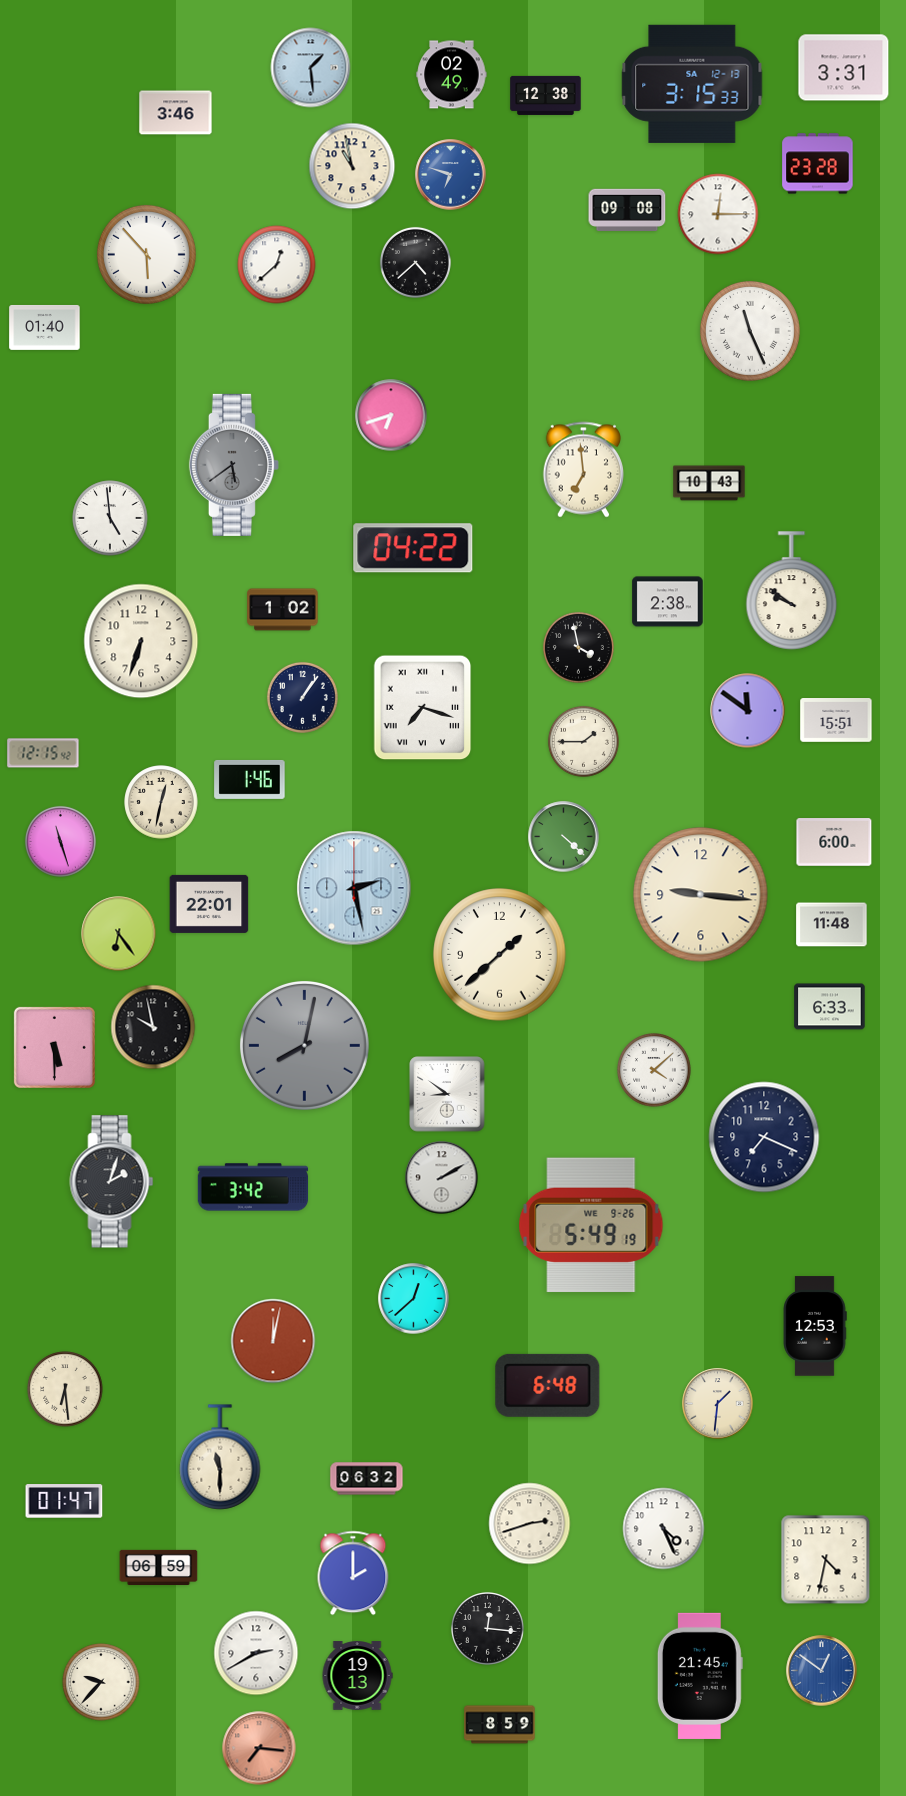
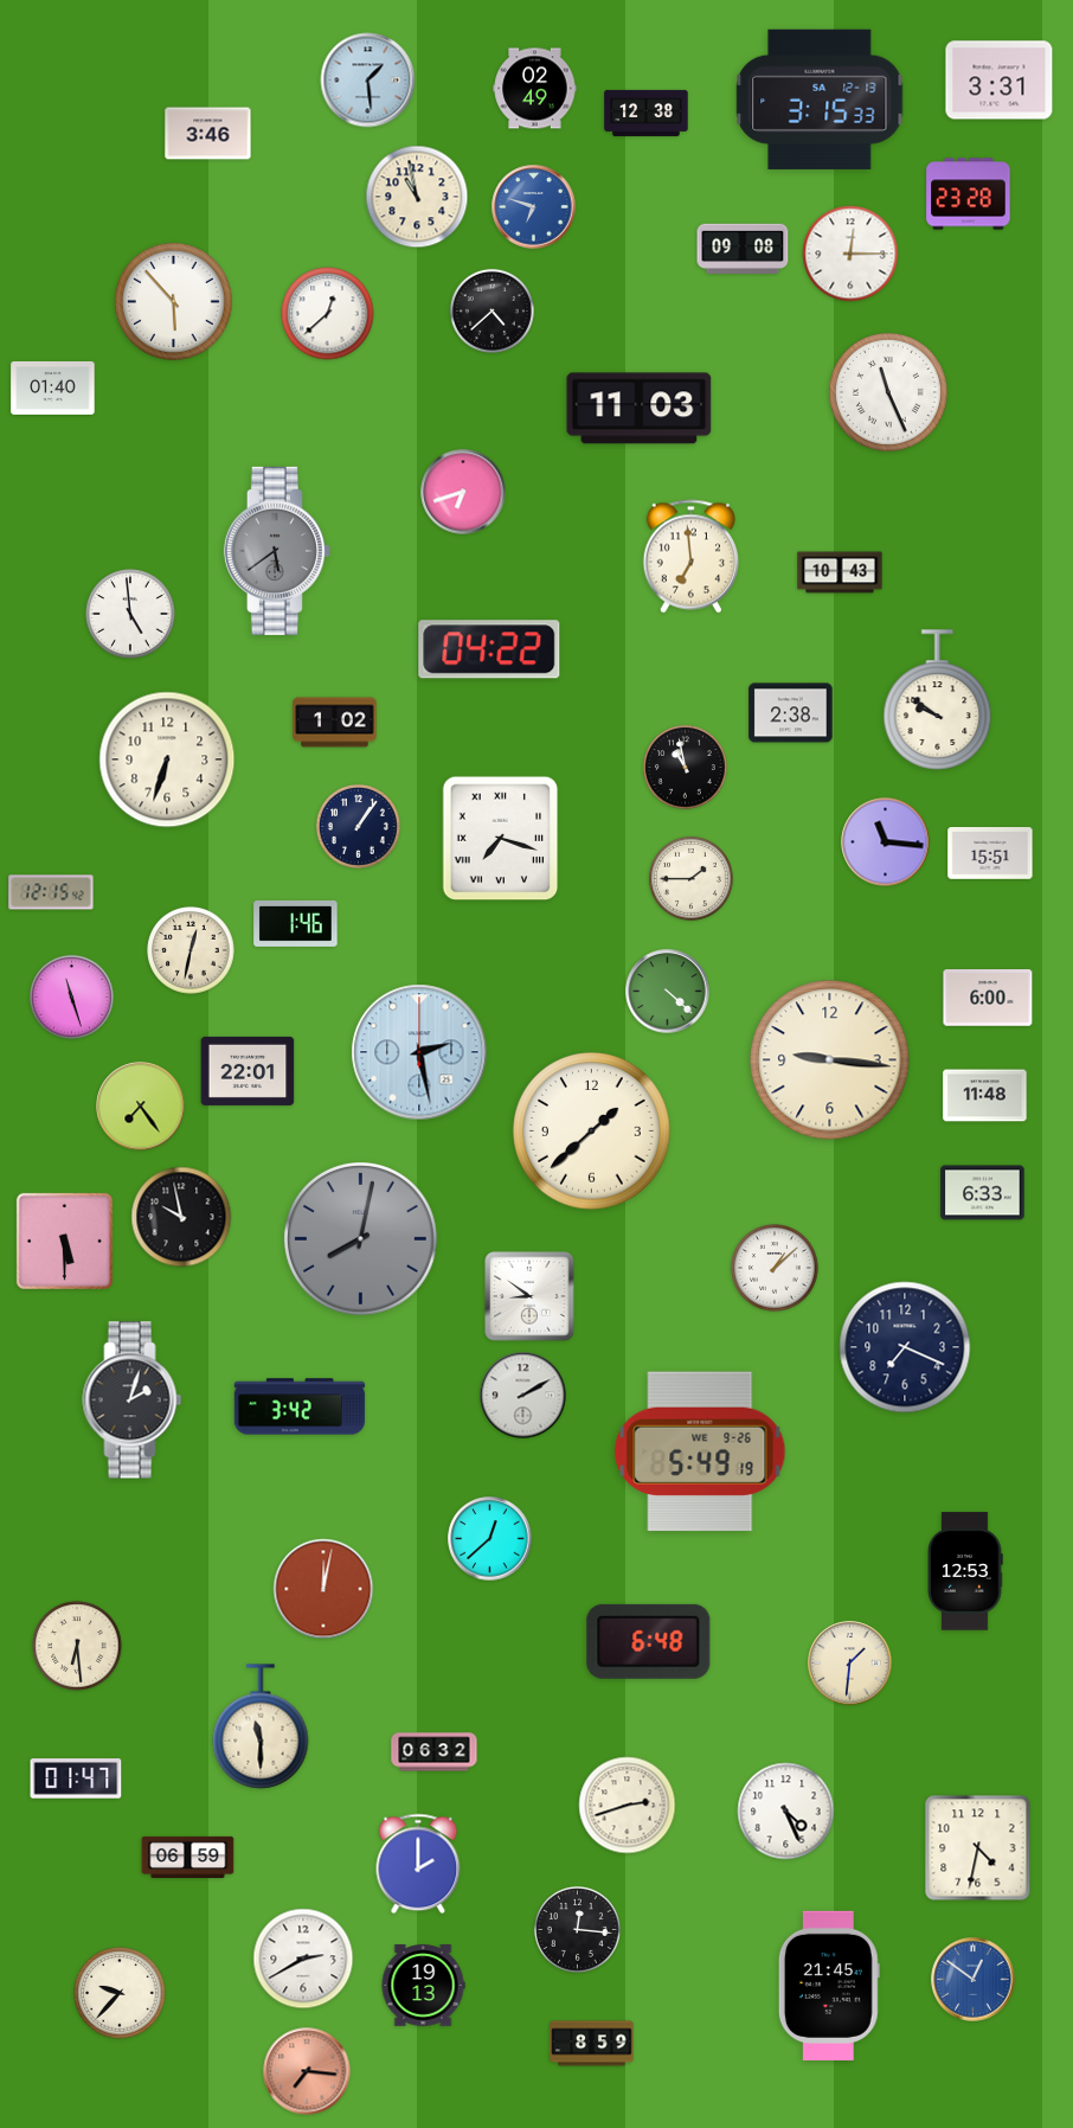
clock at (640, 409): none -> 11:03
clock at (578, 647): 3:58 -> 10:58
clock at (748, 711): 11:51 -> 11:16
clock at (119, 934): 6:24 -> 7:24
clock at (654, 1070): 4:08 -> 1:08
